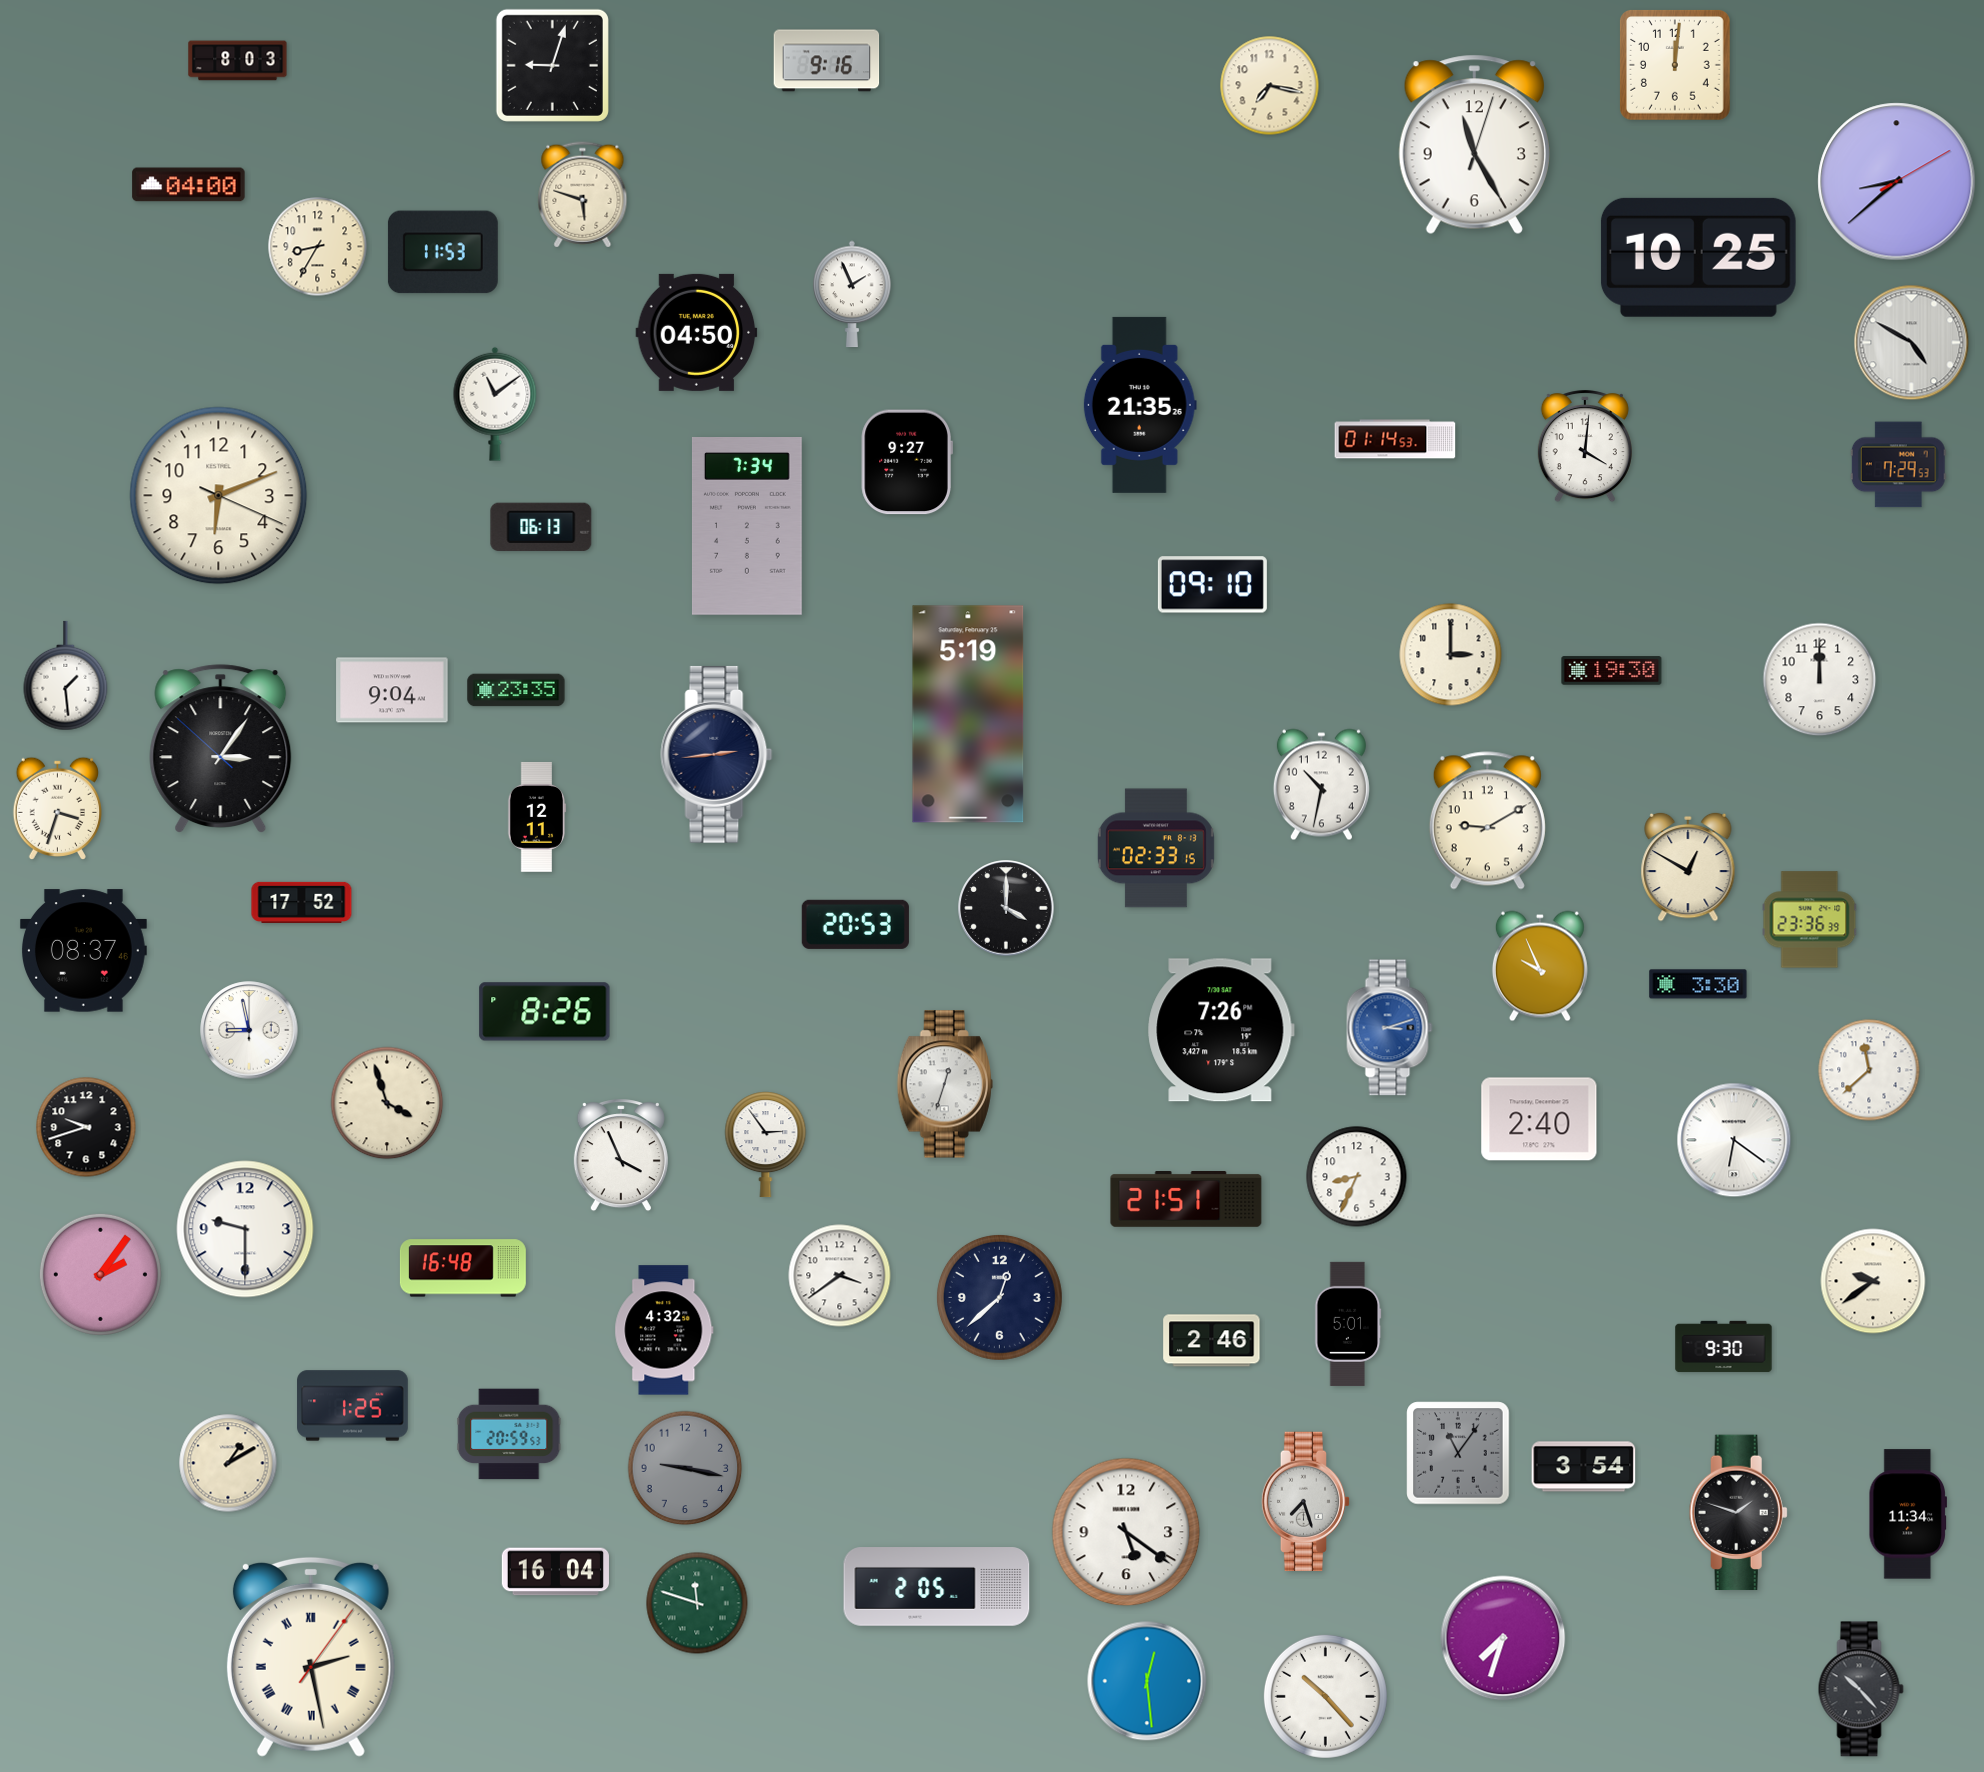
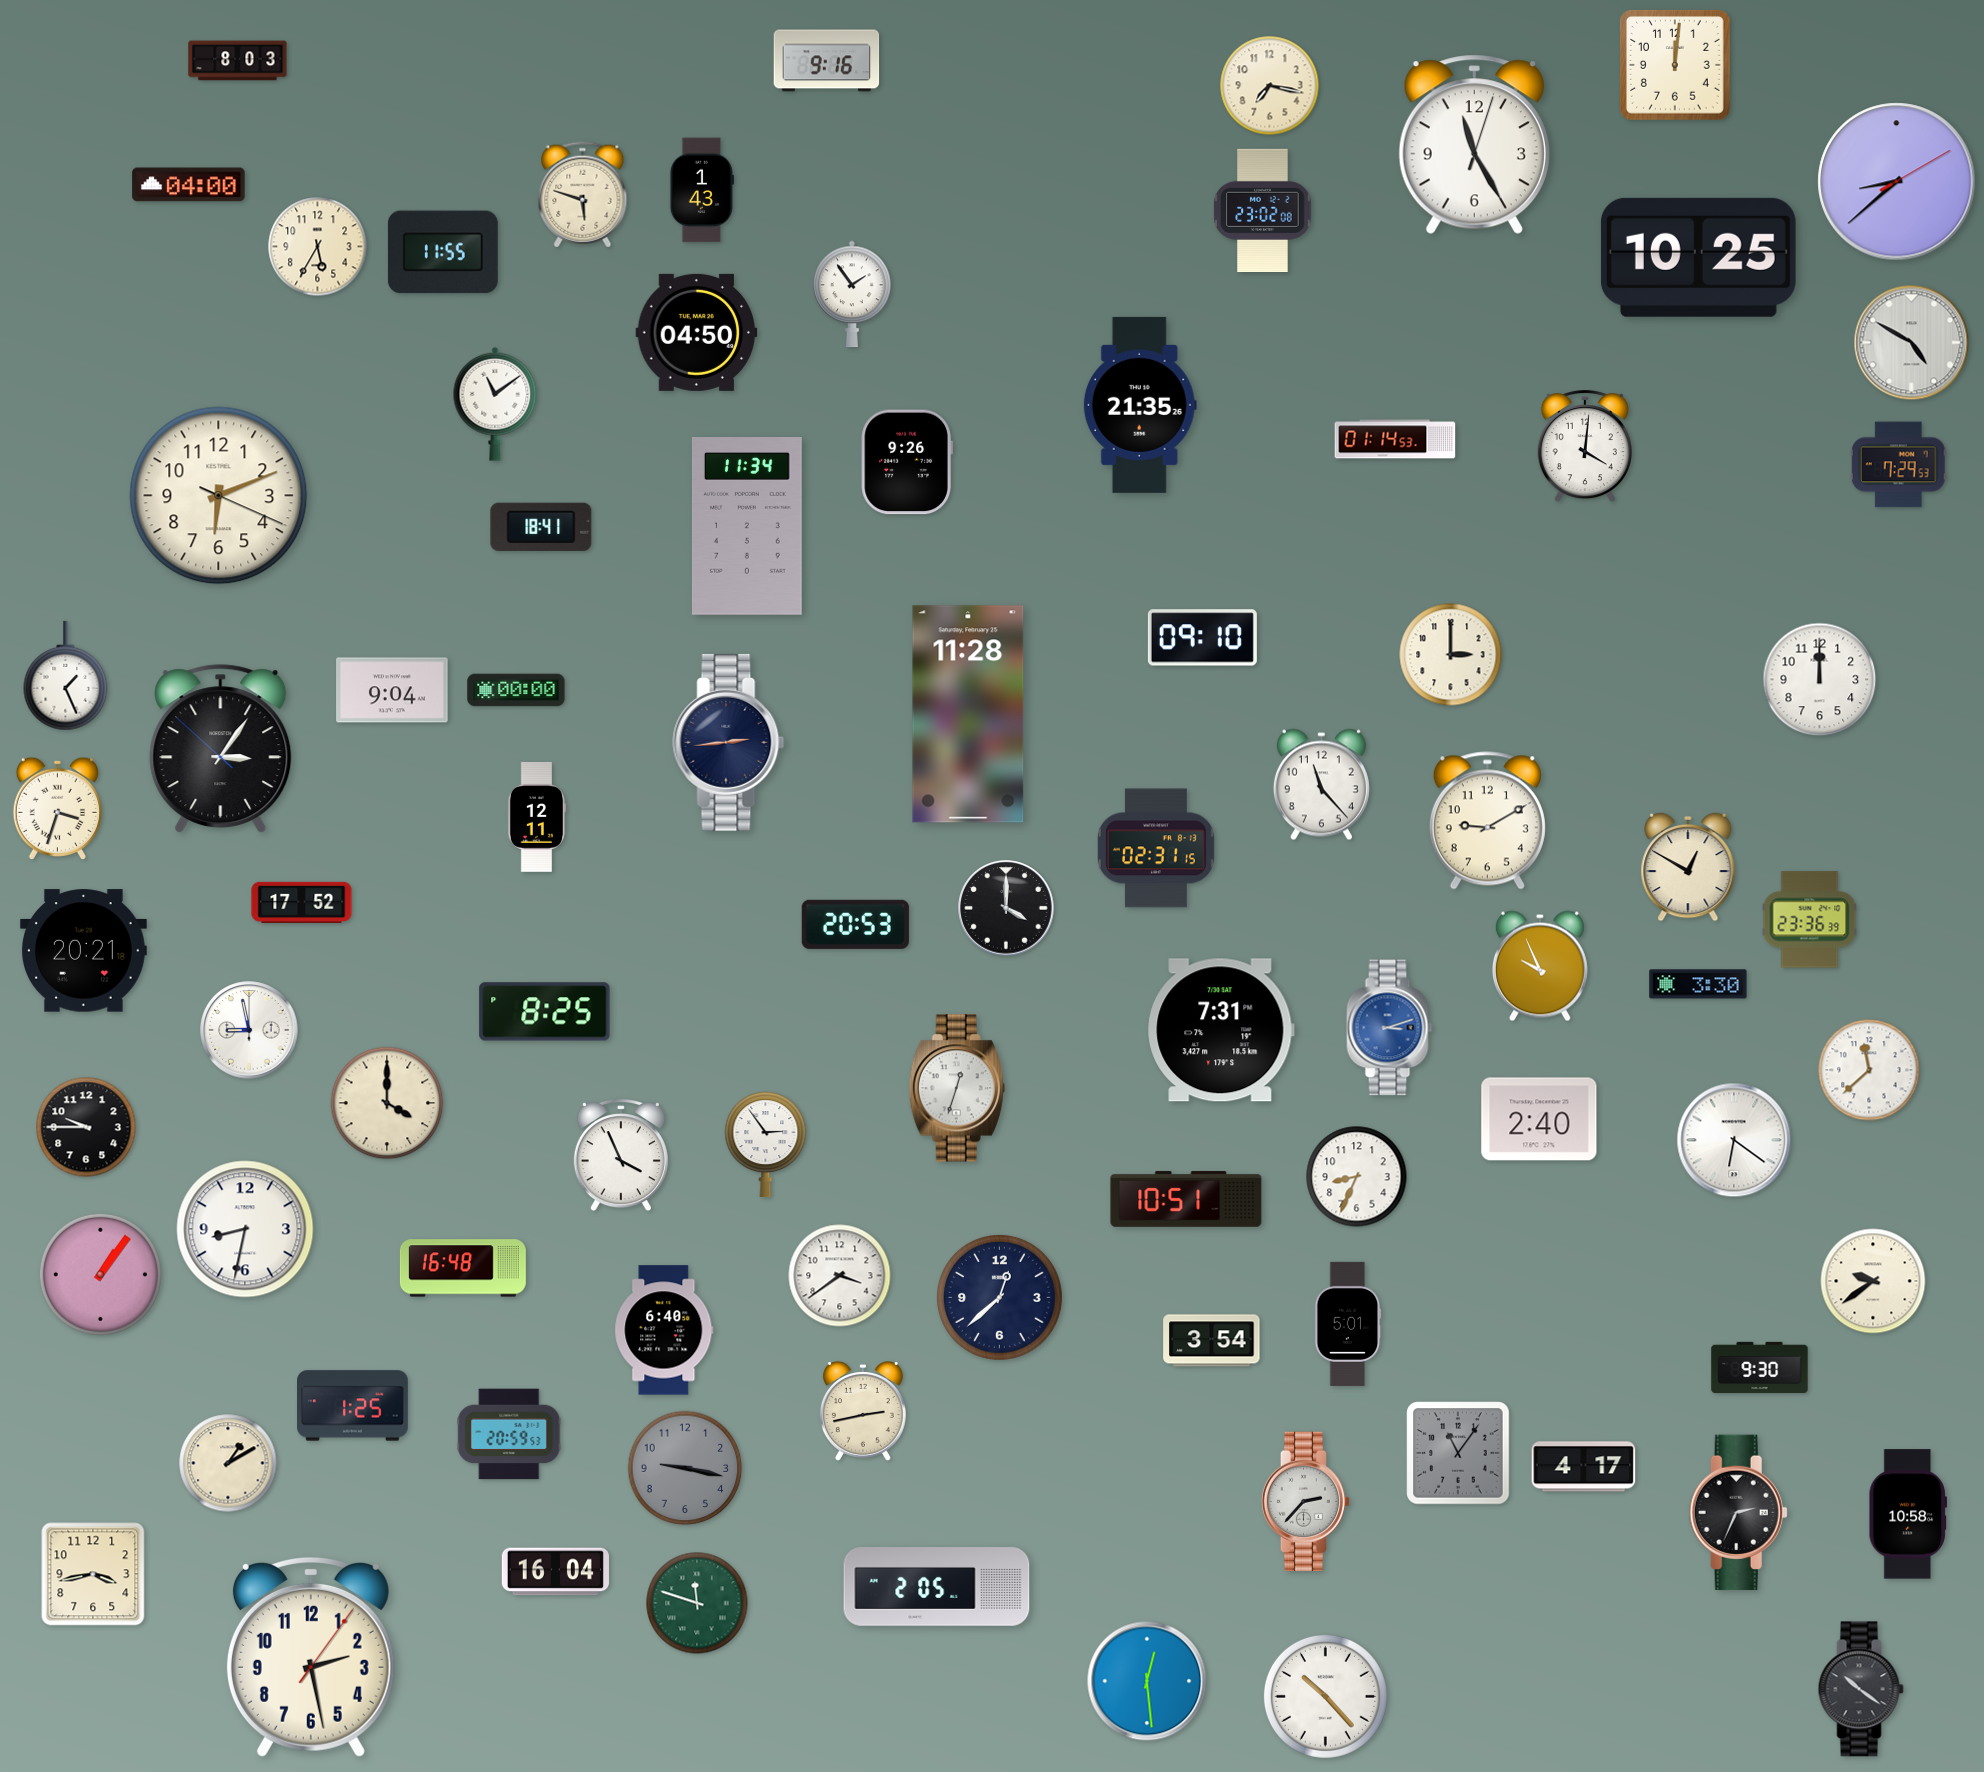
clock at (552, 65): 9:03 -> none
clock at (702, 190): none -> 1:43
clock at (1263, 210): none -> 23:02
clock at (318, 247): 8:35 -> 5:35
clock at (443, 252): 11:53 -> 11:55
clock at (852, 294): 1:56 -> 1:54
clock at (907, 462): 9:27 -> 9:26
clock at (541, 527): 06:13 -> 18:41
clock at (747, 527): 7:34 -> 11:34
clock at (1212, 585) position: (1212, 585) -> (1202, 638)
clock at (1612, 671): 19:30 -> none
clock at (66, 676): 1:29 -> 1:26
clock at (516, 690): 23:35 -> 00:00
clock at (968, 714): 5:19 -> 11:28
clock at (717, 754) position: (717, 754) -> (729, 742)
clock at (1321, 785): 10:32 -> 11:23
clock at (1156, 848): 02:33 -> 02:31
clock at (83, 951): 08:37 -> 20:21
clock at (545, 1012): 8:26 -> 8:25
clock at (1221, 1030): 7:26 -> 7:31
clock at (945, 1084) position: (945, 1084) -> (957, 1088)
clock at (387, 1103): 3:57 -> 4:00
clock at (86, 1127): 9:42 -> 9:45
clock at (1186, 1200): 21:51 -> 10:51
clock at (245, 1229): 9:30 -> 8:32
clock at (100, 1274): 2:06 -> 1:06
clock at (664, 1330): 4:32 -> 6:40
clock at (1212, 1341): 2:46 -> 3:54
clock at (1724, 1347) position: (1724, 1347) -> (1760, 1368)
clock at (863, 1411): none -> 2:43
clock at (1584, 1467): 3:54 -> 4:17
clock at (1306, 1502): 7:27 -> 2:37
clock at (1738, 1513): 1:48 -> 2:34
clock at (1907, 1514): 11:34 -> 10:58
clock at (1126, 1532): 5:21 -> none
clock at (93, 1574): none -> 3:43
clock at (1503, 1638): 7:33 -> none
clock at (311, 1657) numerals: Roman -> Arabic
clock at (1861, 1689): 10:23 -> 10:21
